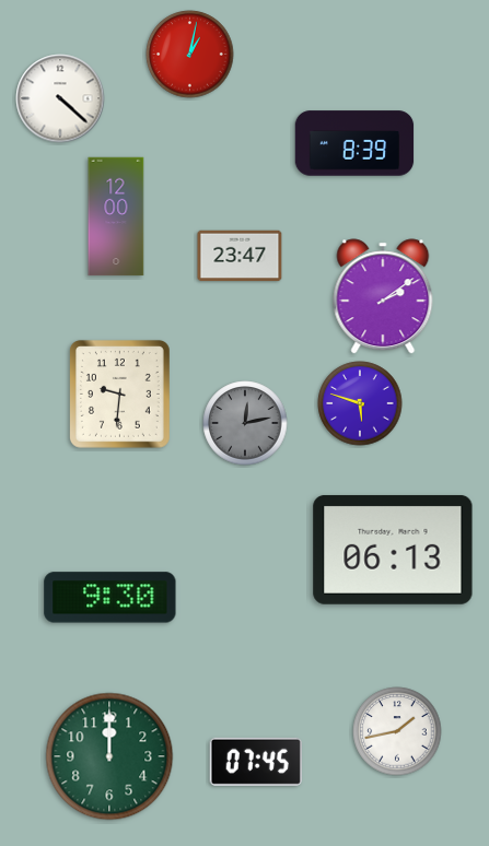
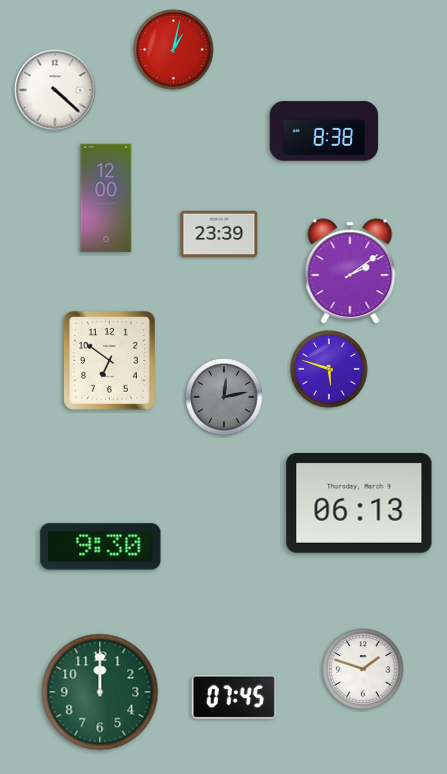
clock at (354, 143): 8:39 -> 8:38
clock at (240, 256): 23:47 -> 23:39
clock at (119, 393): 9:31 -> 6:51
clock at (245, 423) position: (245, 423) -> (224, 397)
clock at (397, 731): 1:43 -> 1:48
